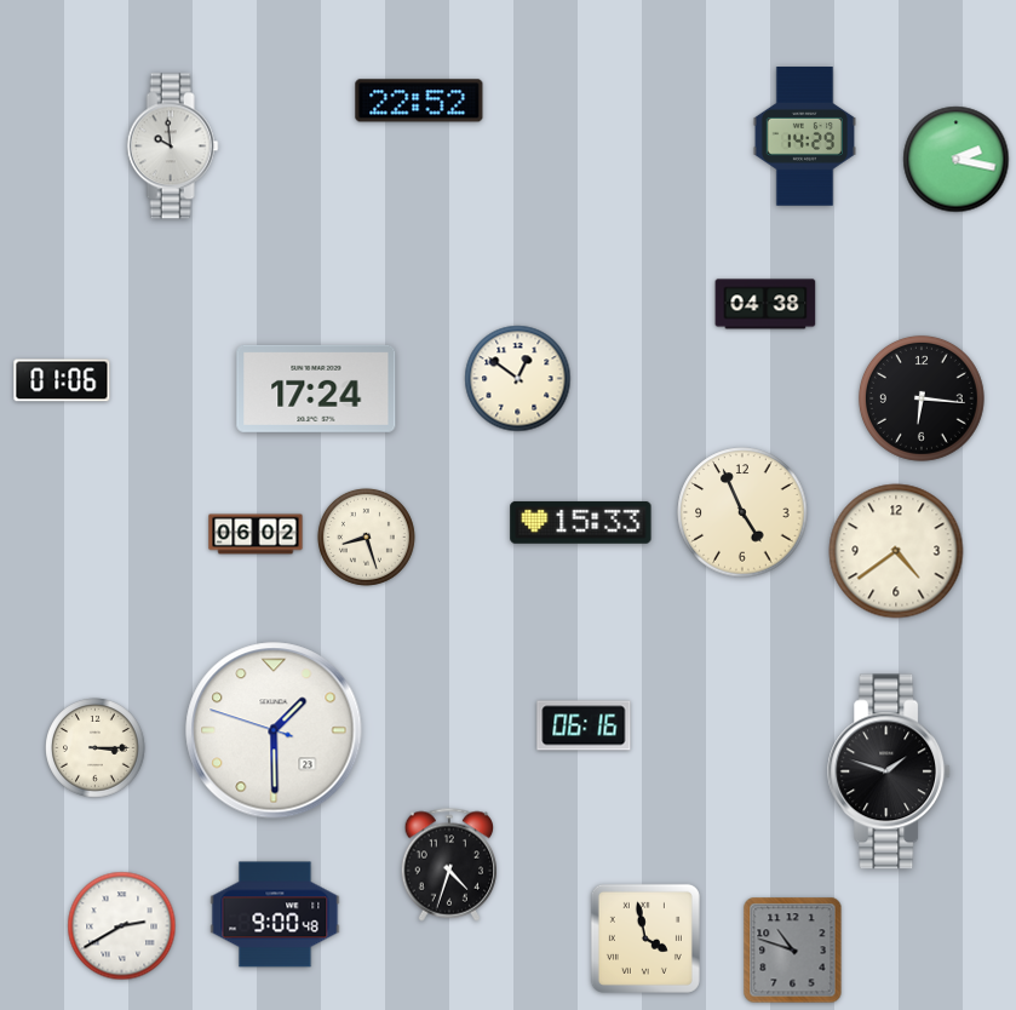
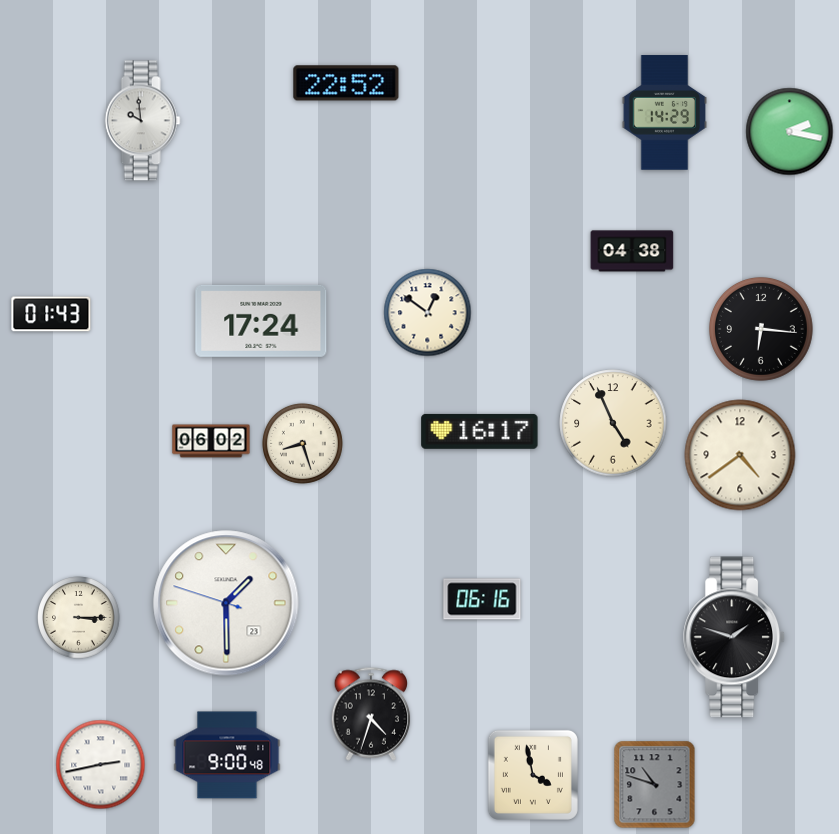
clock at (62, 380): 01:06 -> 01:43
clock at (581, 522): 15:33 -> 16:17
clock at (122, 926): 2:40 -> 2:43
